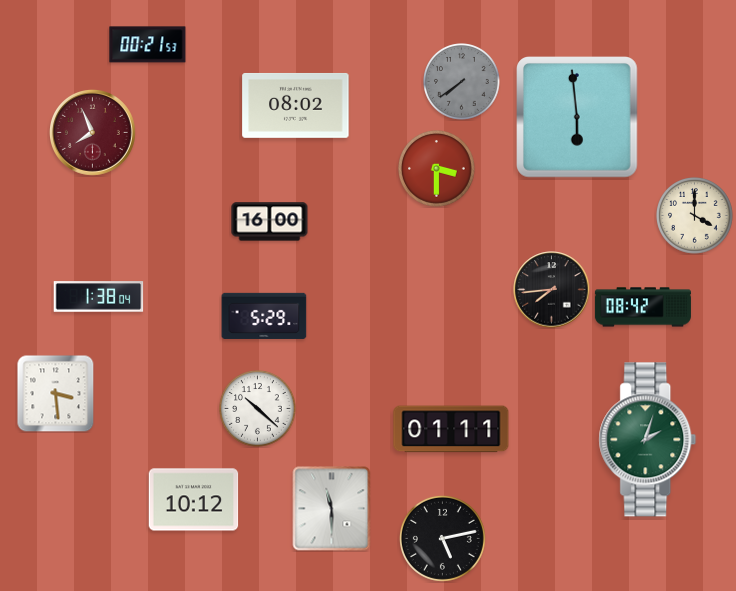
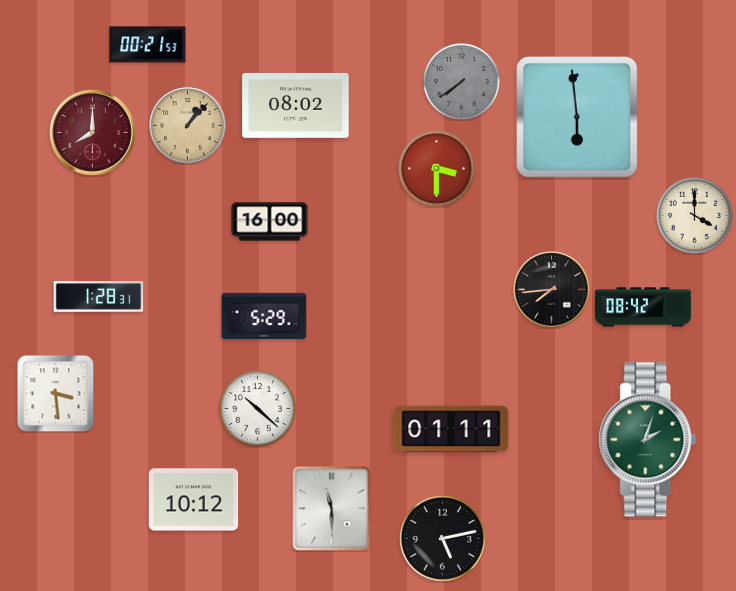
clock at (188, 126): none -> 1:07
clock at (93, 133): 7:56 -> 8:00
clock at (99, 297): 1:38 -> 1:28
